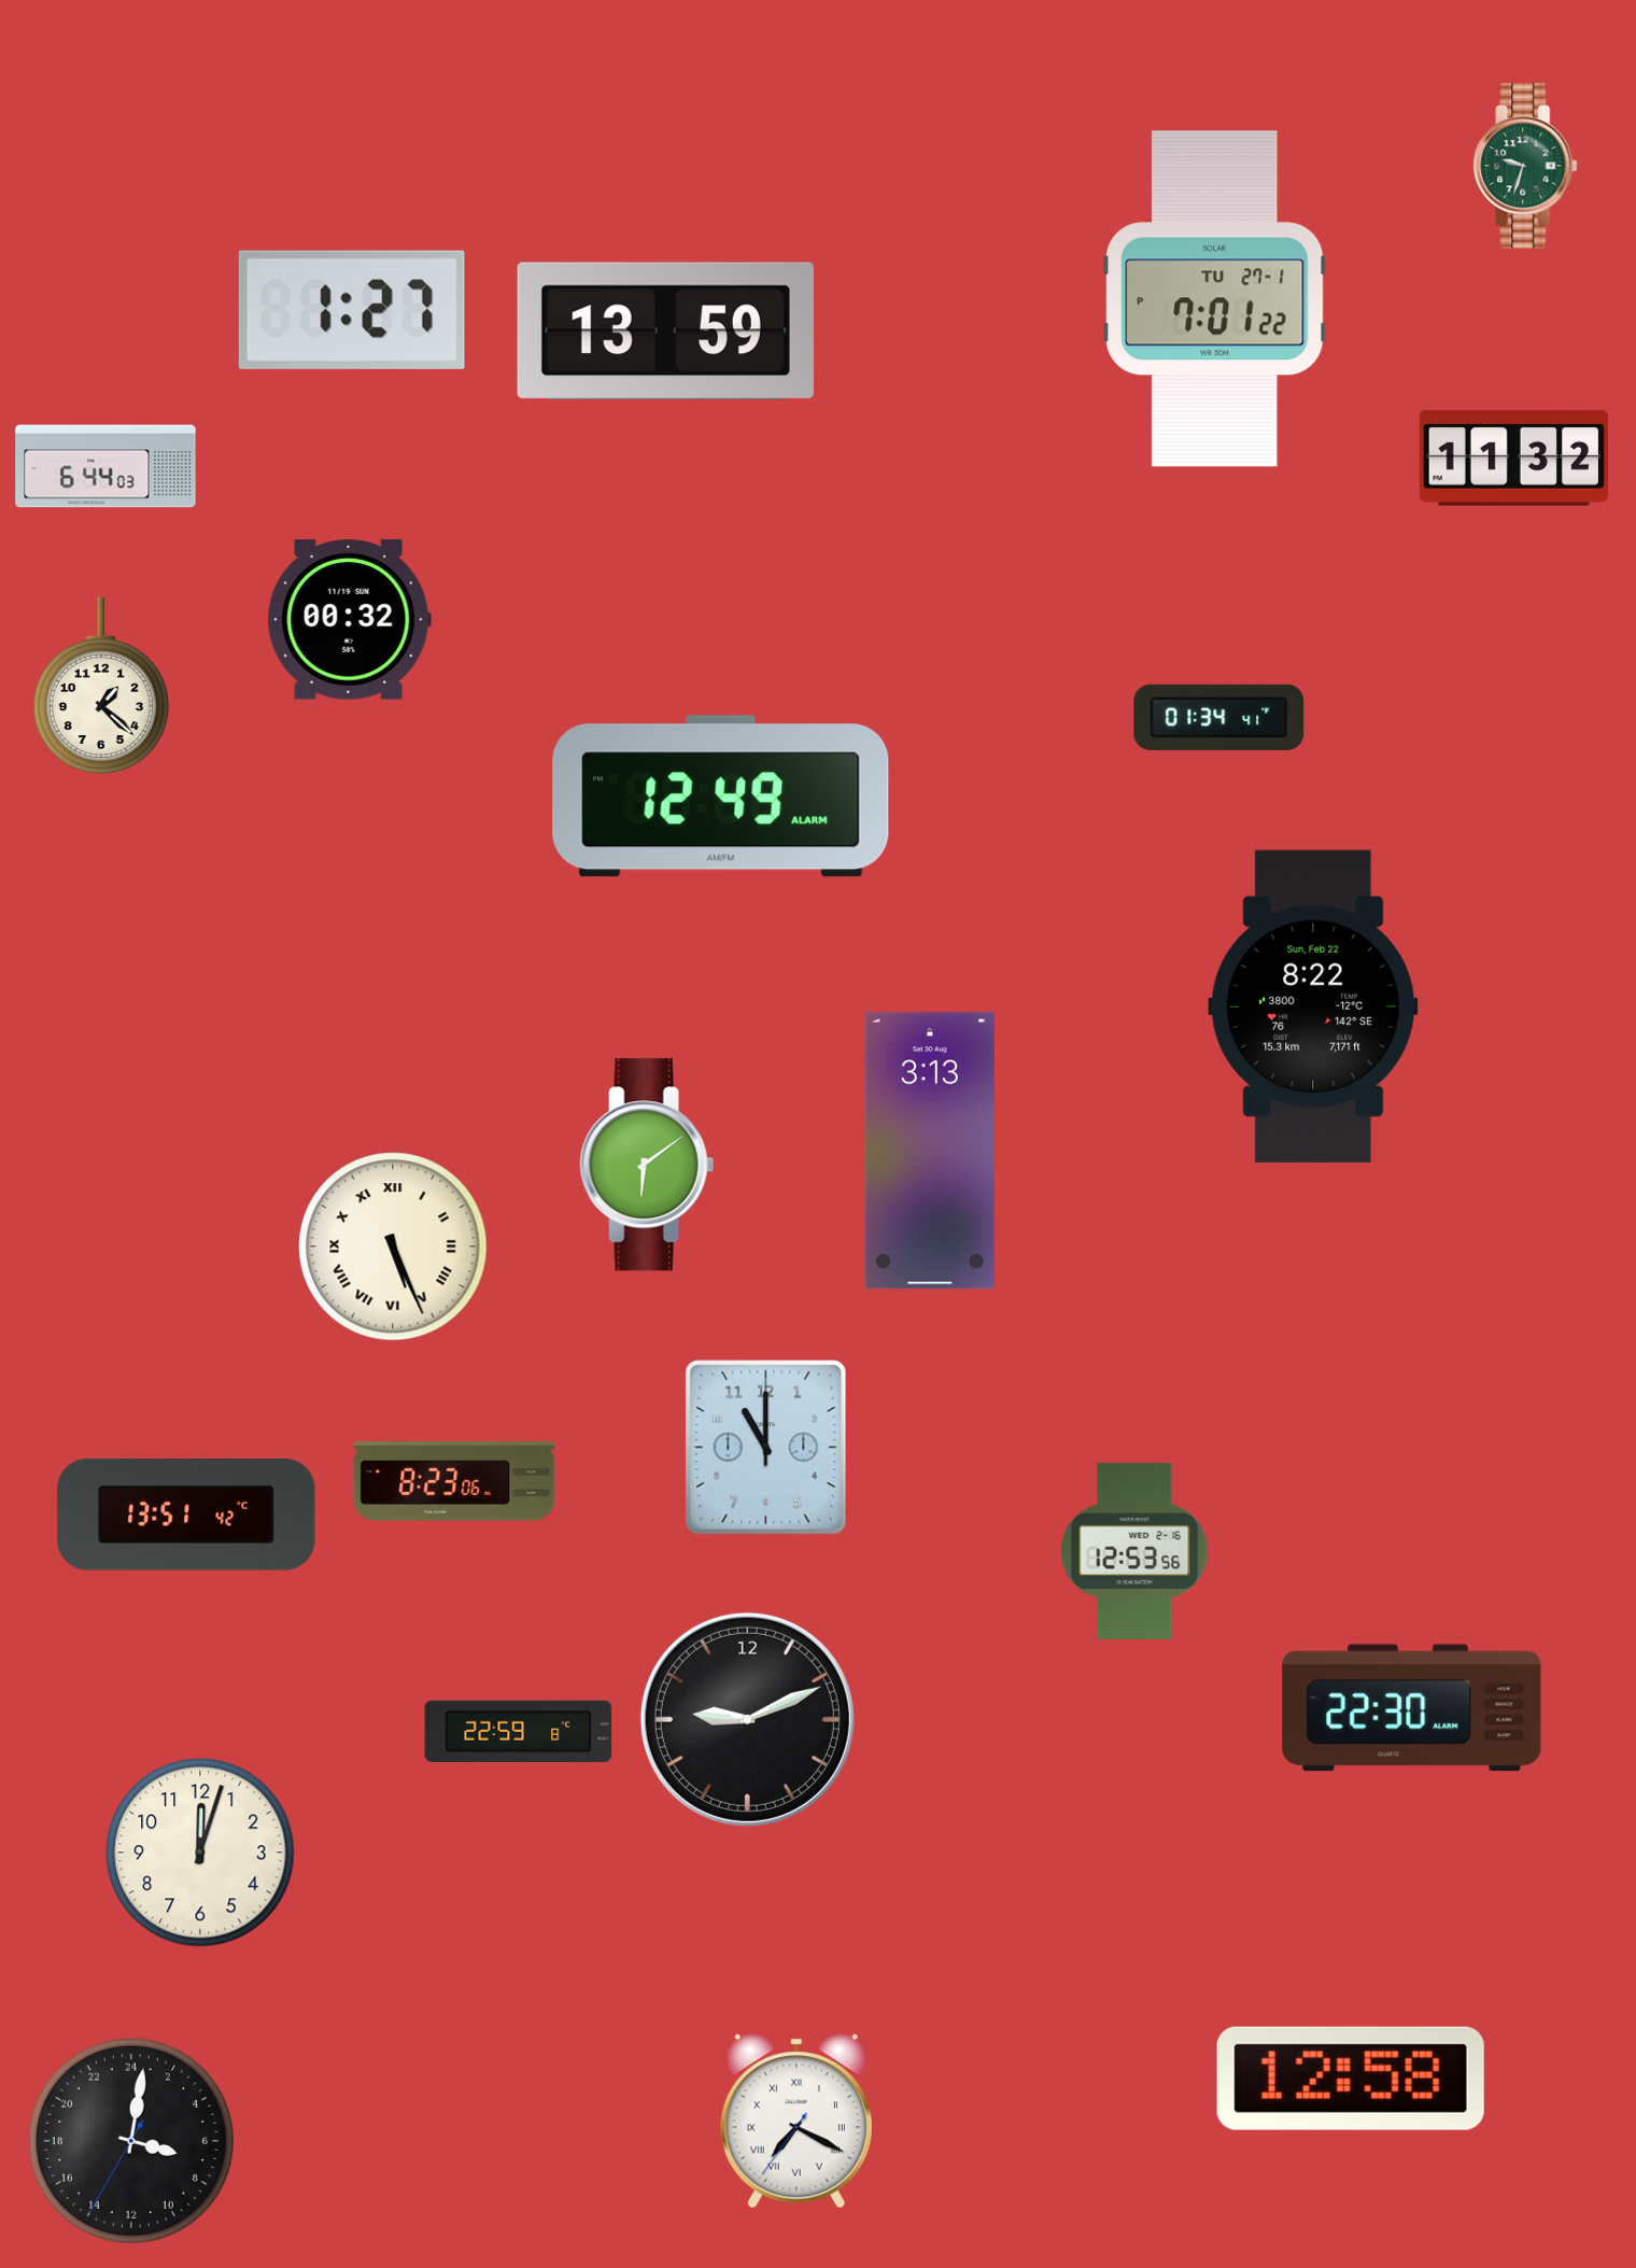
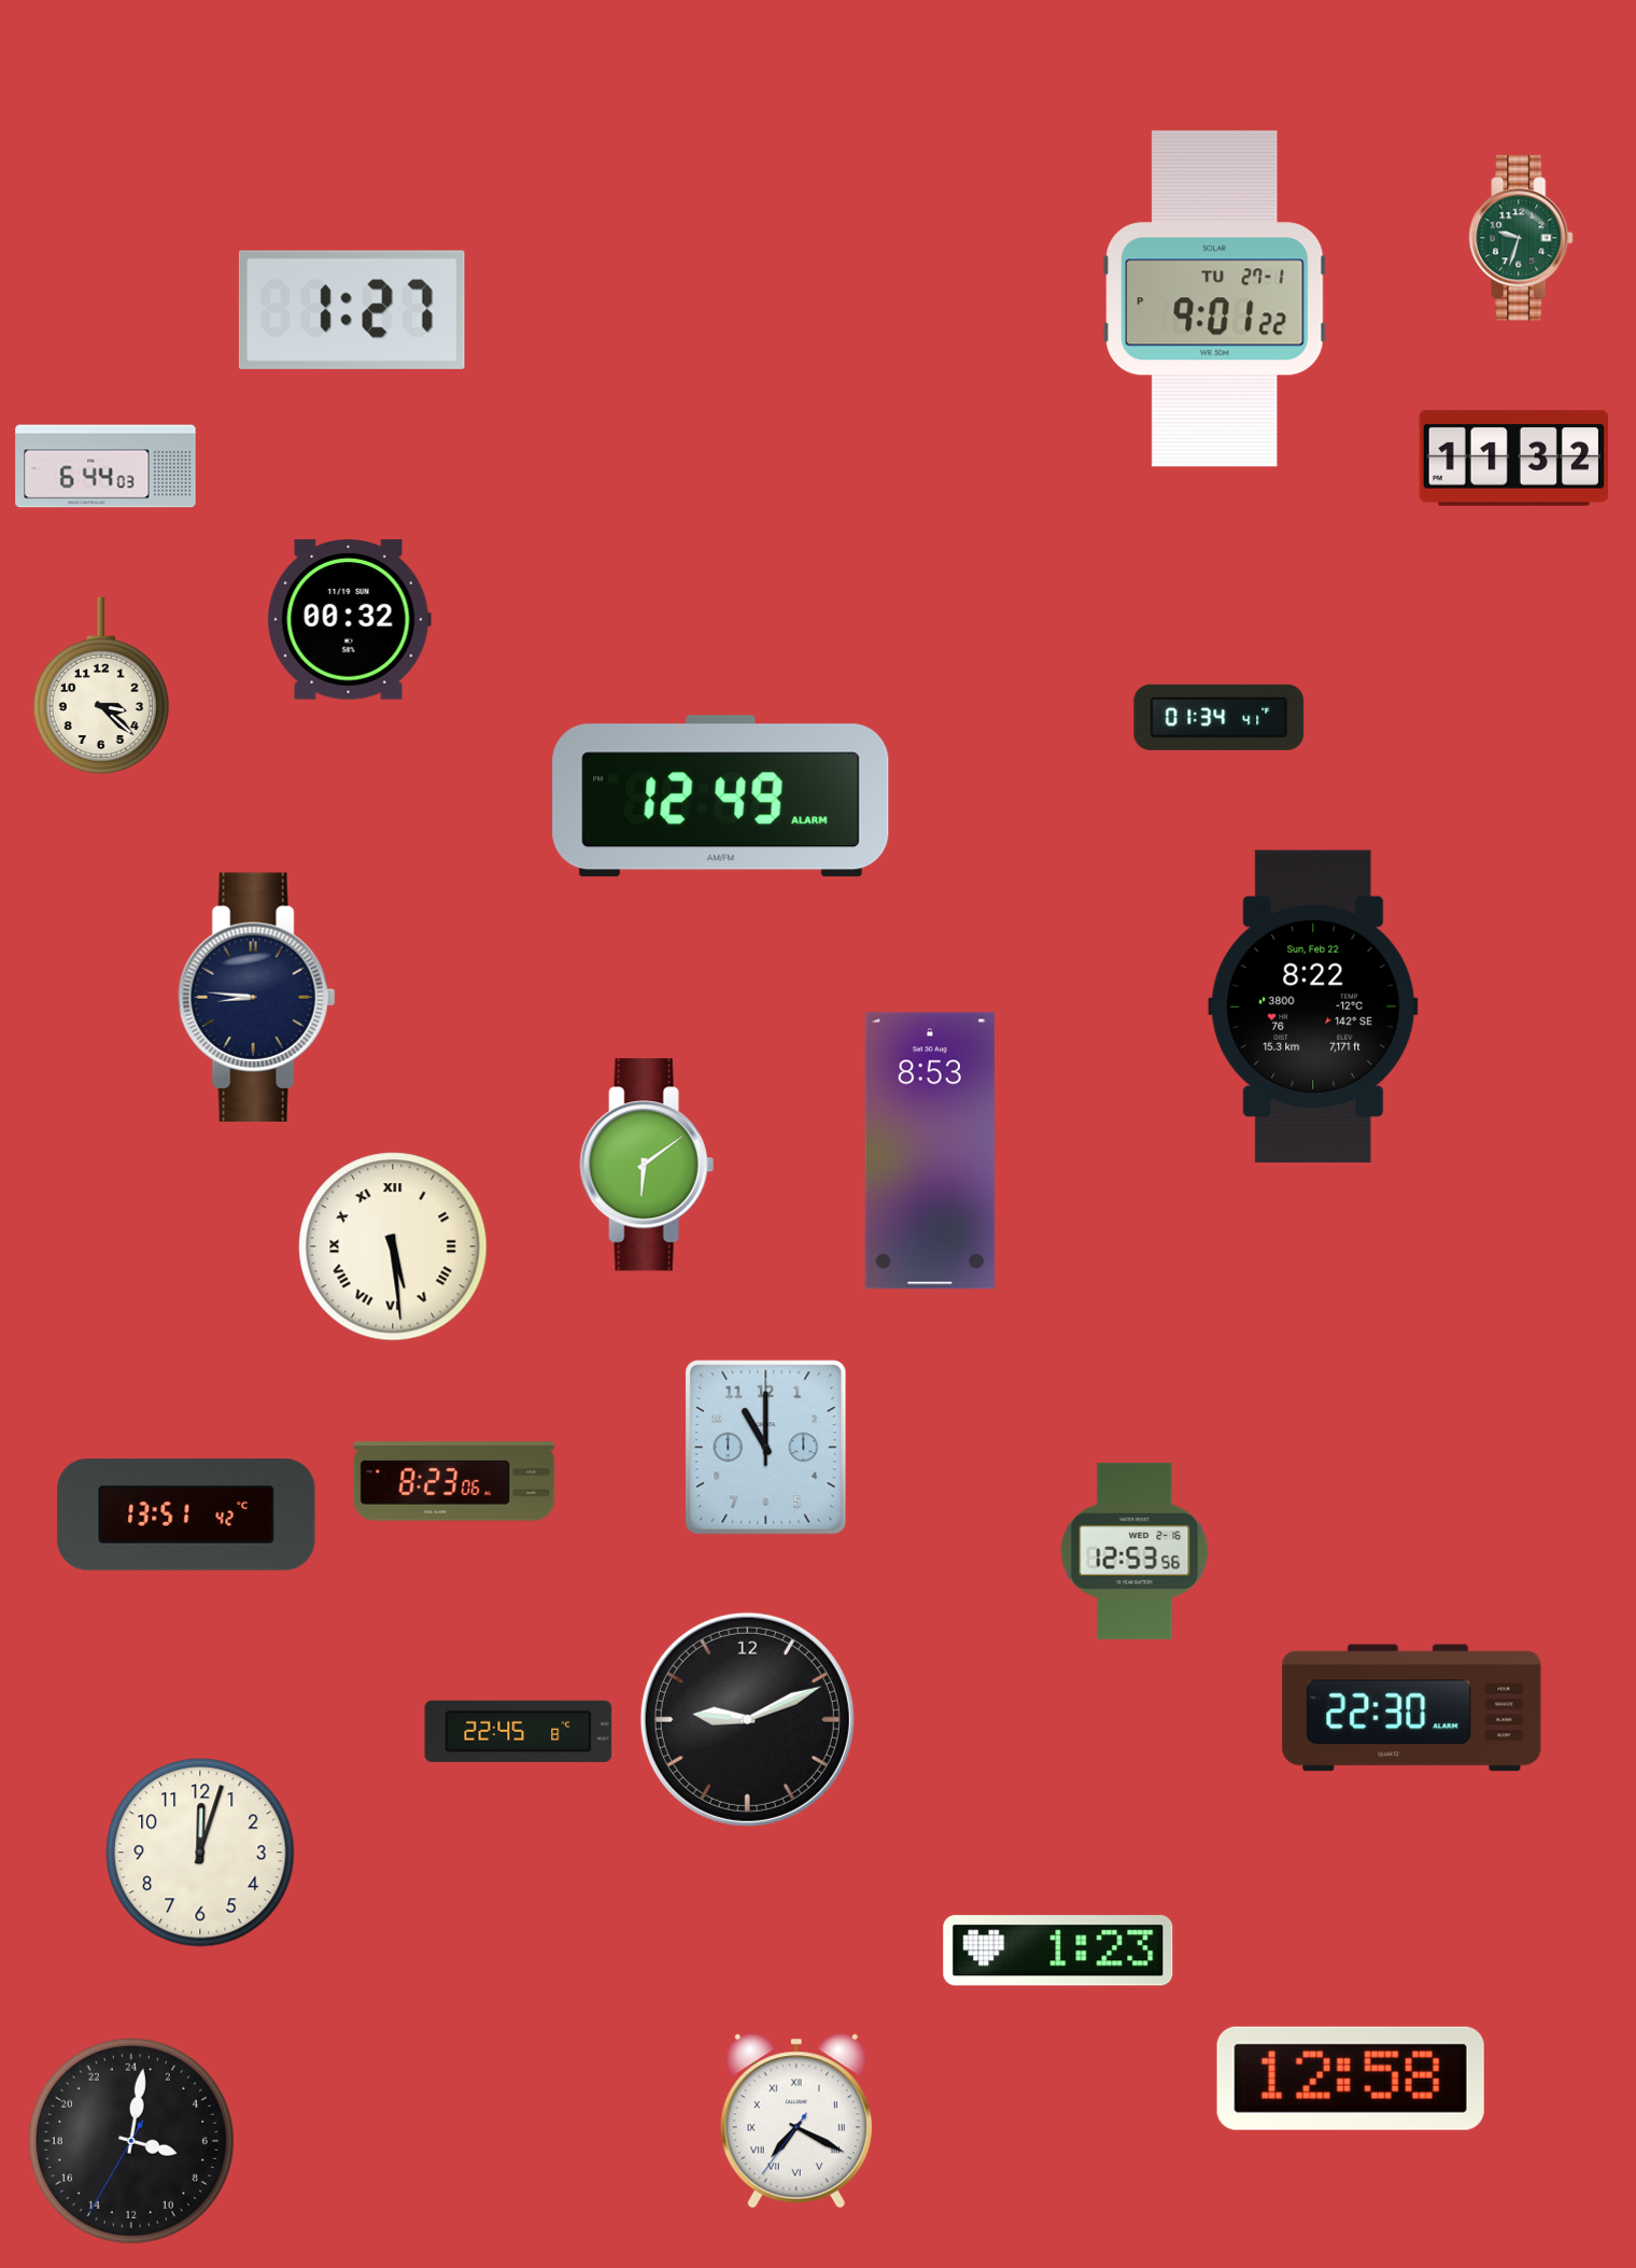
clock at (1525, 166) position: (1525, 166) -> (1521, 238)
clock at (1215, 299): 7:01 -> 9:01
clock at (665, 330): 13:59 -> none
clock at (101, 685): 1:22 -> 3:22
clock at (257, 998): none -> 8:46
clock at (930, 1151): 3:13 -> 8:53
clock at (393, 1246): 5:26 -> 5:29
clock at (519, 1731): 22:59 -> 22:45
clock at (1058, 1950): none -> 1:23
